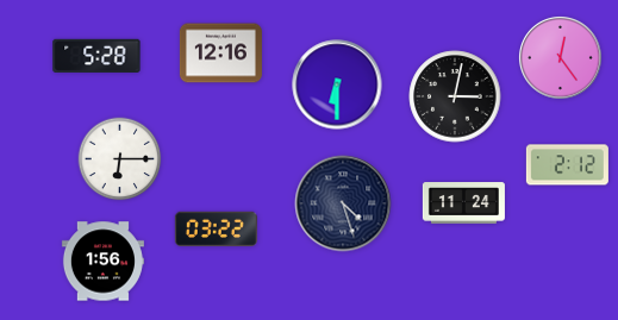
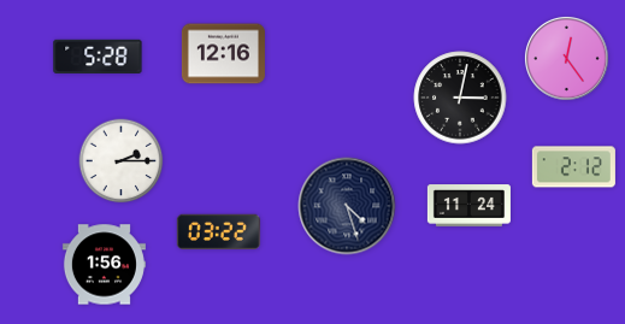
clock at (337, 84): 6:30 -> none
clock at (120, 159): 6:15 -> 2:15
